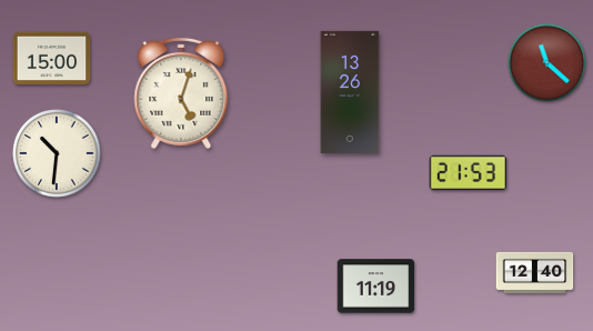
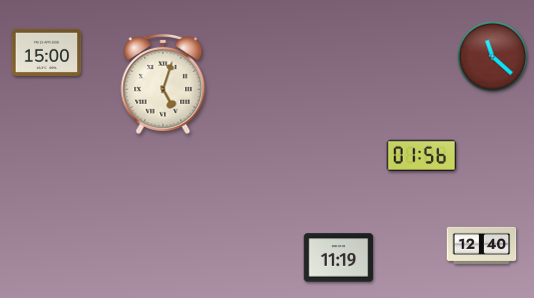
clock at (350, 92): 13:26 -> none
clock at (57, 153): 10:31 -> none
clock at (469, 173): 21:53 -> 01:56
